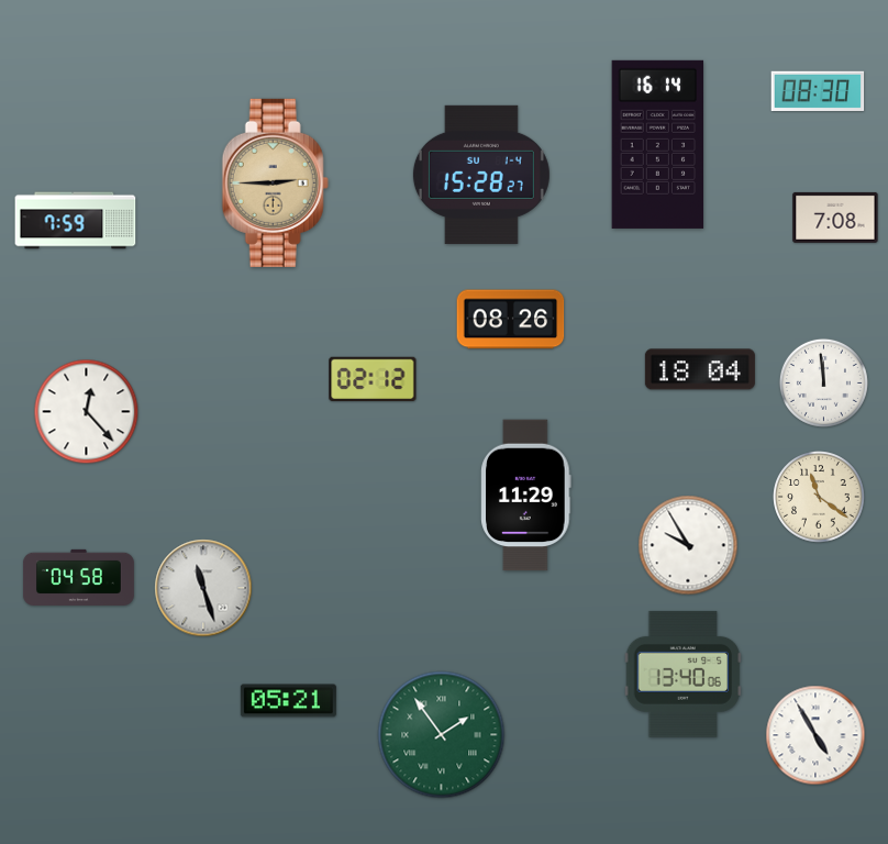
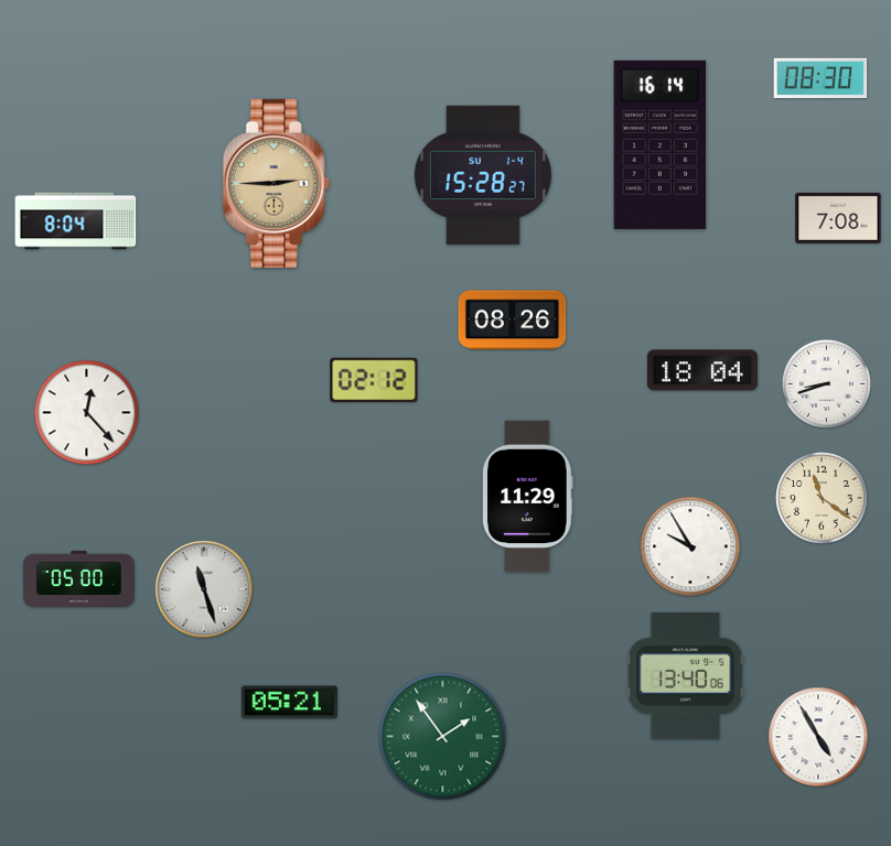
clock at (818, 91) position: (818, 91) -> (820, 78)
clock at (76, 221): 7:59 -> 8:04
clock at (823, 382): 11:59 -> 8:42
clock at (78, 577): 04:58 -> 05:00
